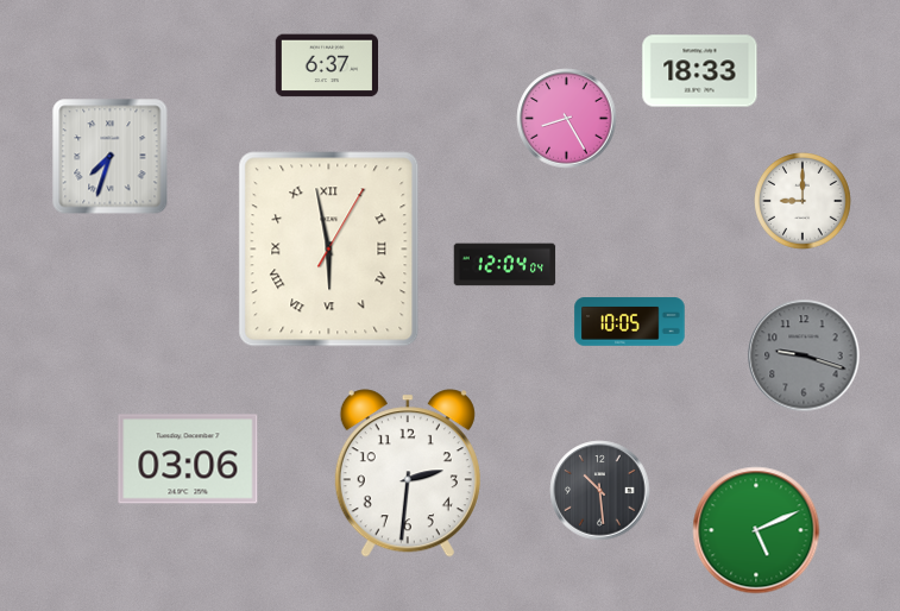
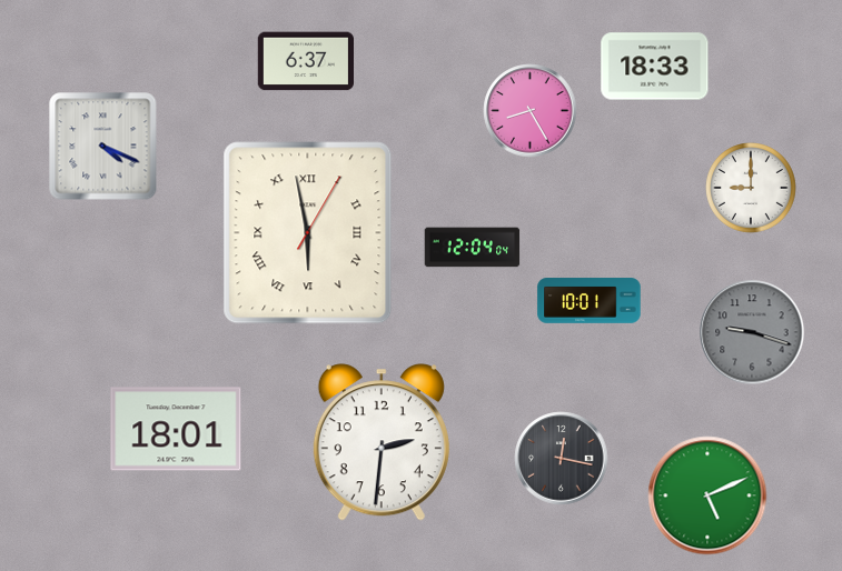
clock at (111, 157): 7:33 -> 4:19
clock at (630, 322): 10:05 -> 10:01
clock at (188, 459): 03:06 -> 18:01
clock at (600, 491): 10:29 -> 12:17
